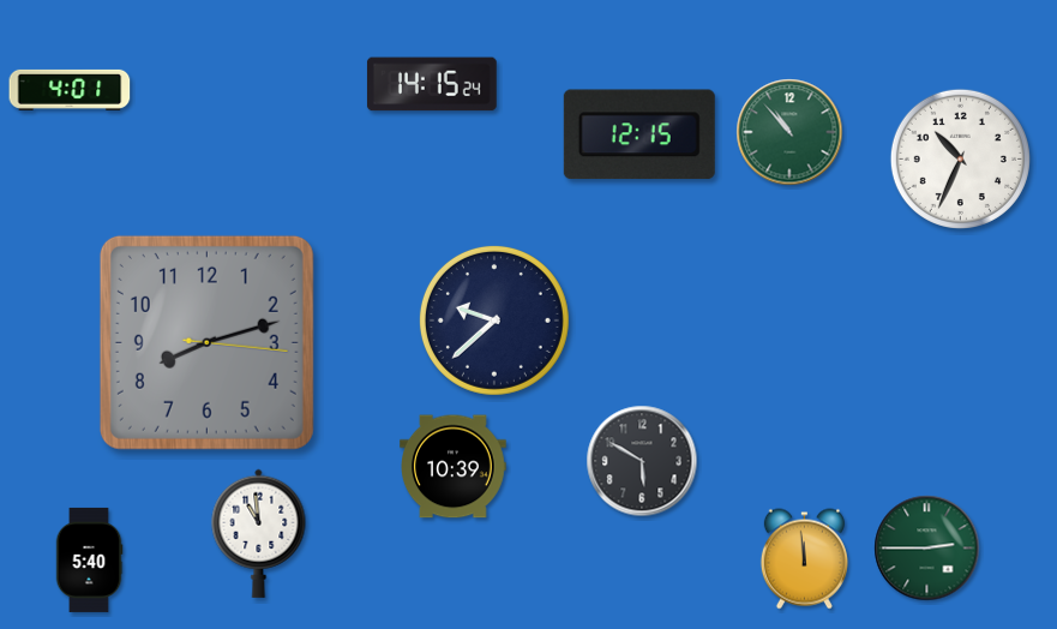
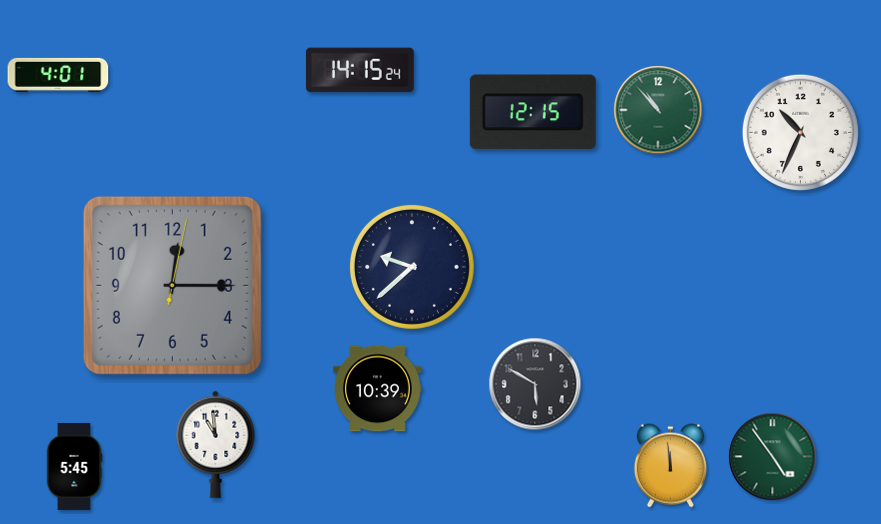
clock at (206, 342): 8:12 -> 12:15
clock at (927, 549): 2:45 -> 4:54
clock at (89, 559): 5:40 -> 5:45
